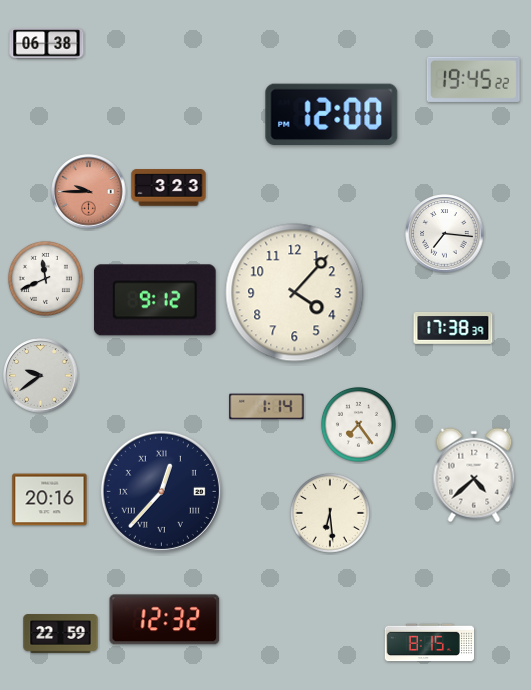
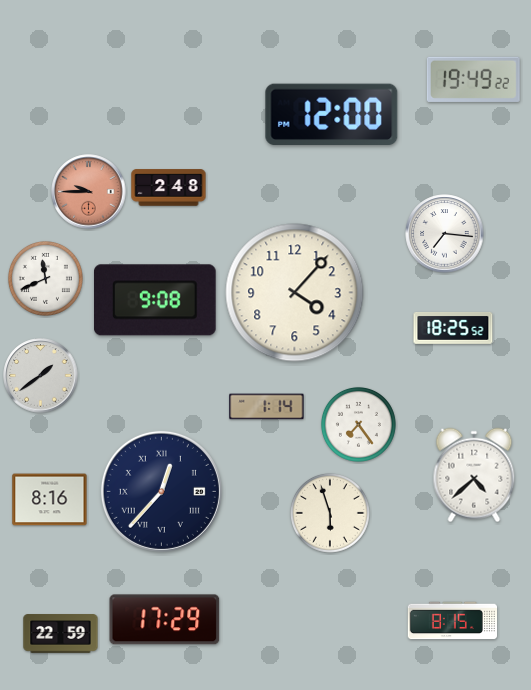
clock at (47, 44): 06:38 -> none
clock at (473, 79): 19:45 -> 19:49
clock at (169, 188): 3:23 -> 2:48
clock at (156, 300): 9:12 -> 9:08
clock at (453, 329): 17:38 -> 18:25
clock at (41, 376): 9:39 -> 1:39
clock at (50, 500): 20:16 -> 8:16
clock at (330, 513): 6:29 -> 5:57
clock at (165, 620): 12:32 -> 17:29
clock at (429, 643) position: (429, 643) -> (452, 621)
